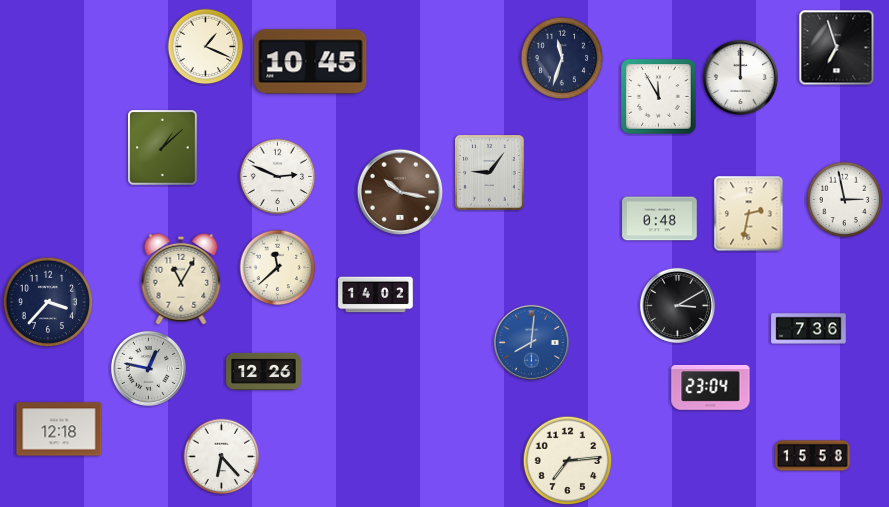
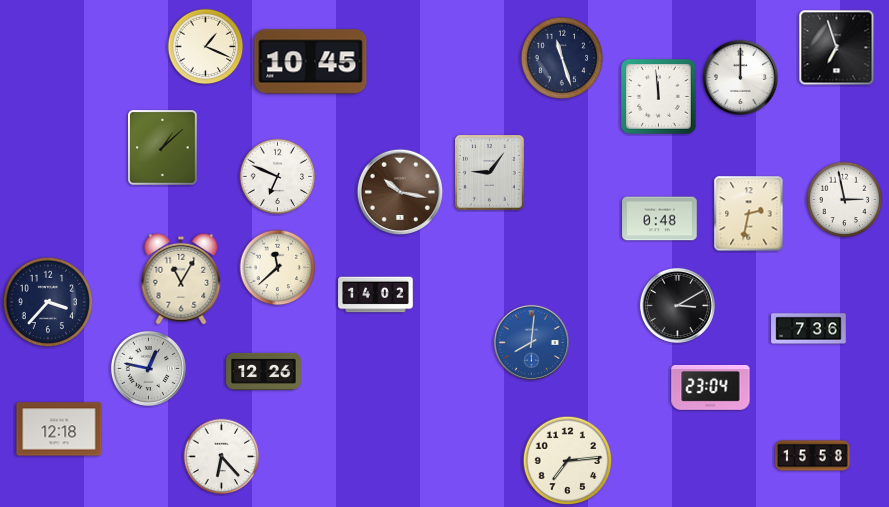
clock at (562, 58): 11:33 -> 11:27
clock at (659, 97): 11:55 -> 11:59
clock at (278, 177): 2:49 -> 6:49
